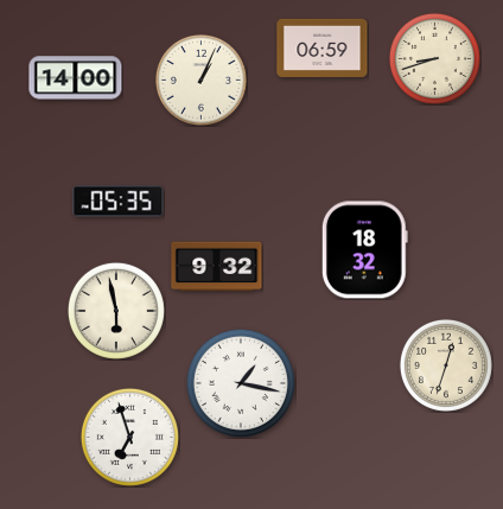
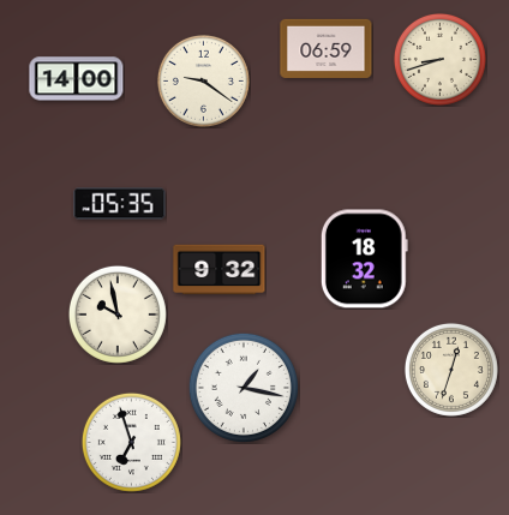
clock at (200, 79): 1:04 -> 9:21
clock at (364, 250) position: (364, 250) -> (364, 259)
clock at (116, 311): 5:58 -> 9:58
